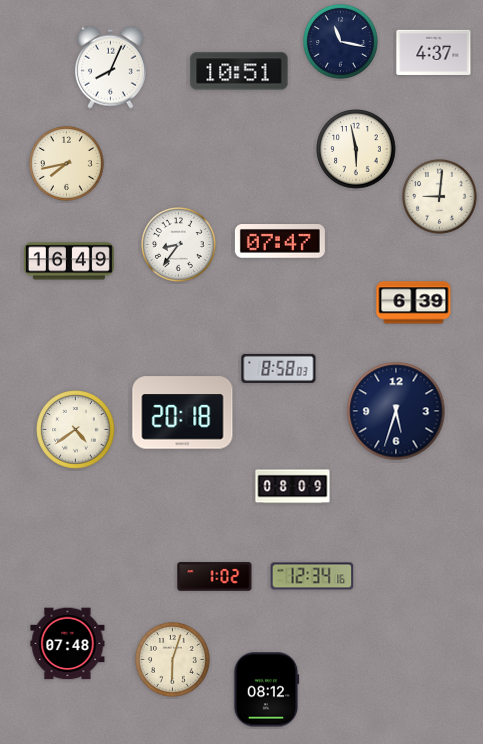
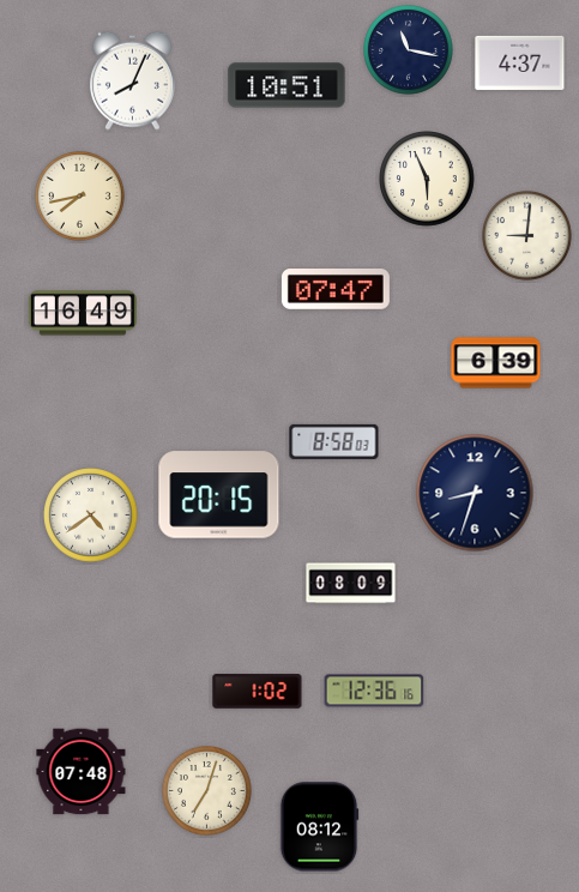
clock at (356, 149): 5:58 -> 5:56
clock at (179, 245): 8:36 -> none
clock at (396, 411): 5:33 -> 8:33
clock at (183, 413): 20:18 -> 20:15
clock at (312, 576): 12:34 -> 12:36
clock at (173, 660): 6:03 -> 7:03
